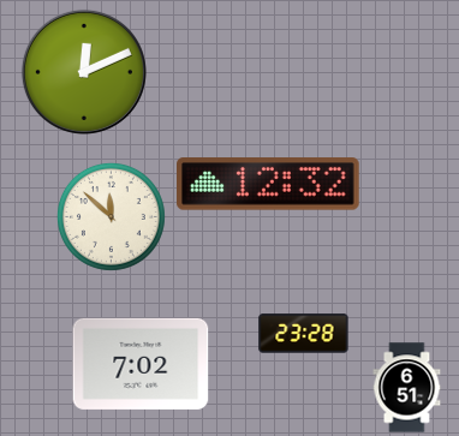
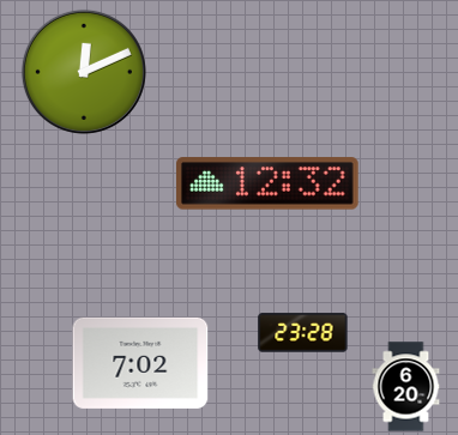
clock at (111, 216): 11:52 -> none
clock at (407, 388): 6:51 -> 6:20
